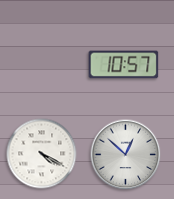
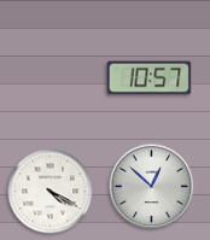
clock at (42, 154) position: (42, 154) -> (51, 192)
